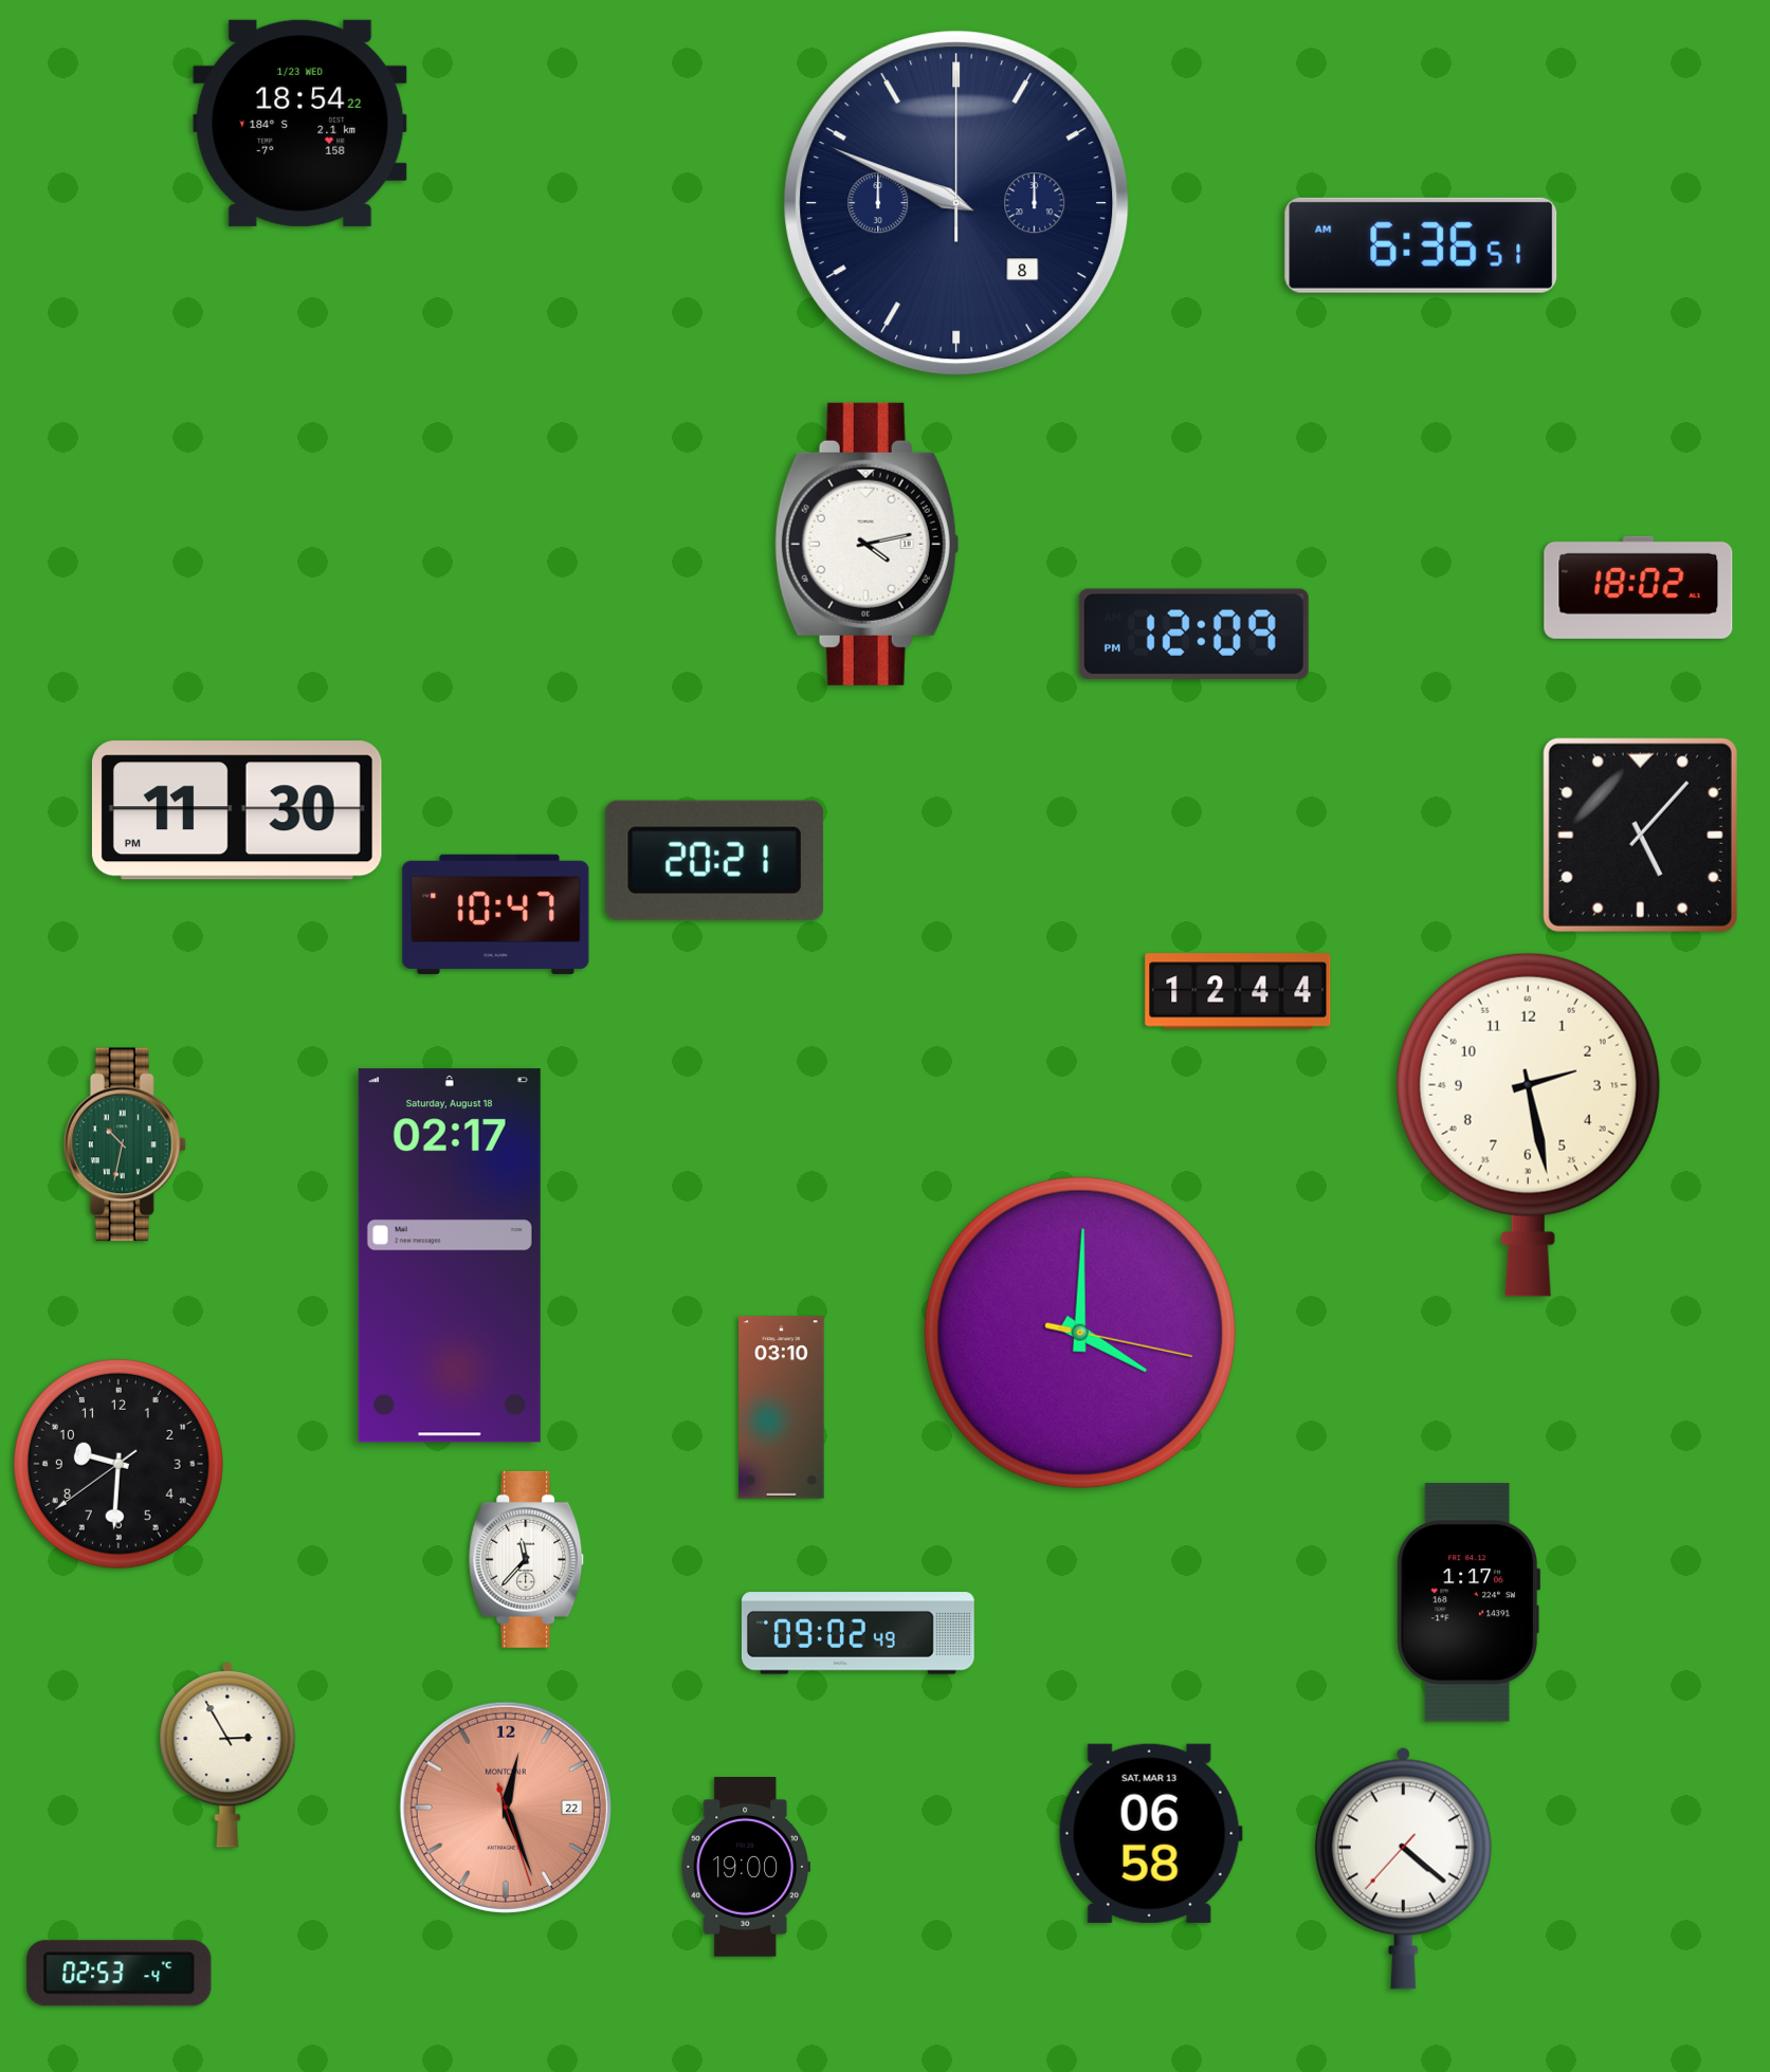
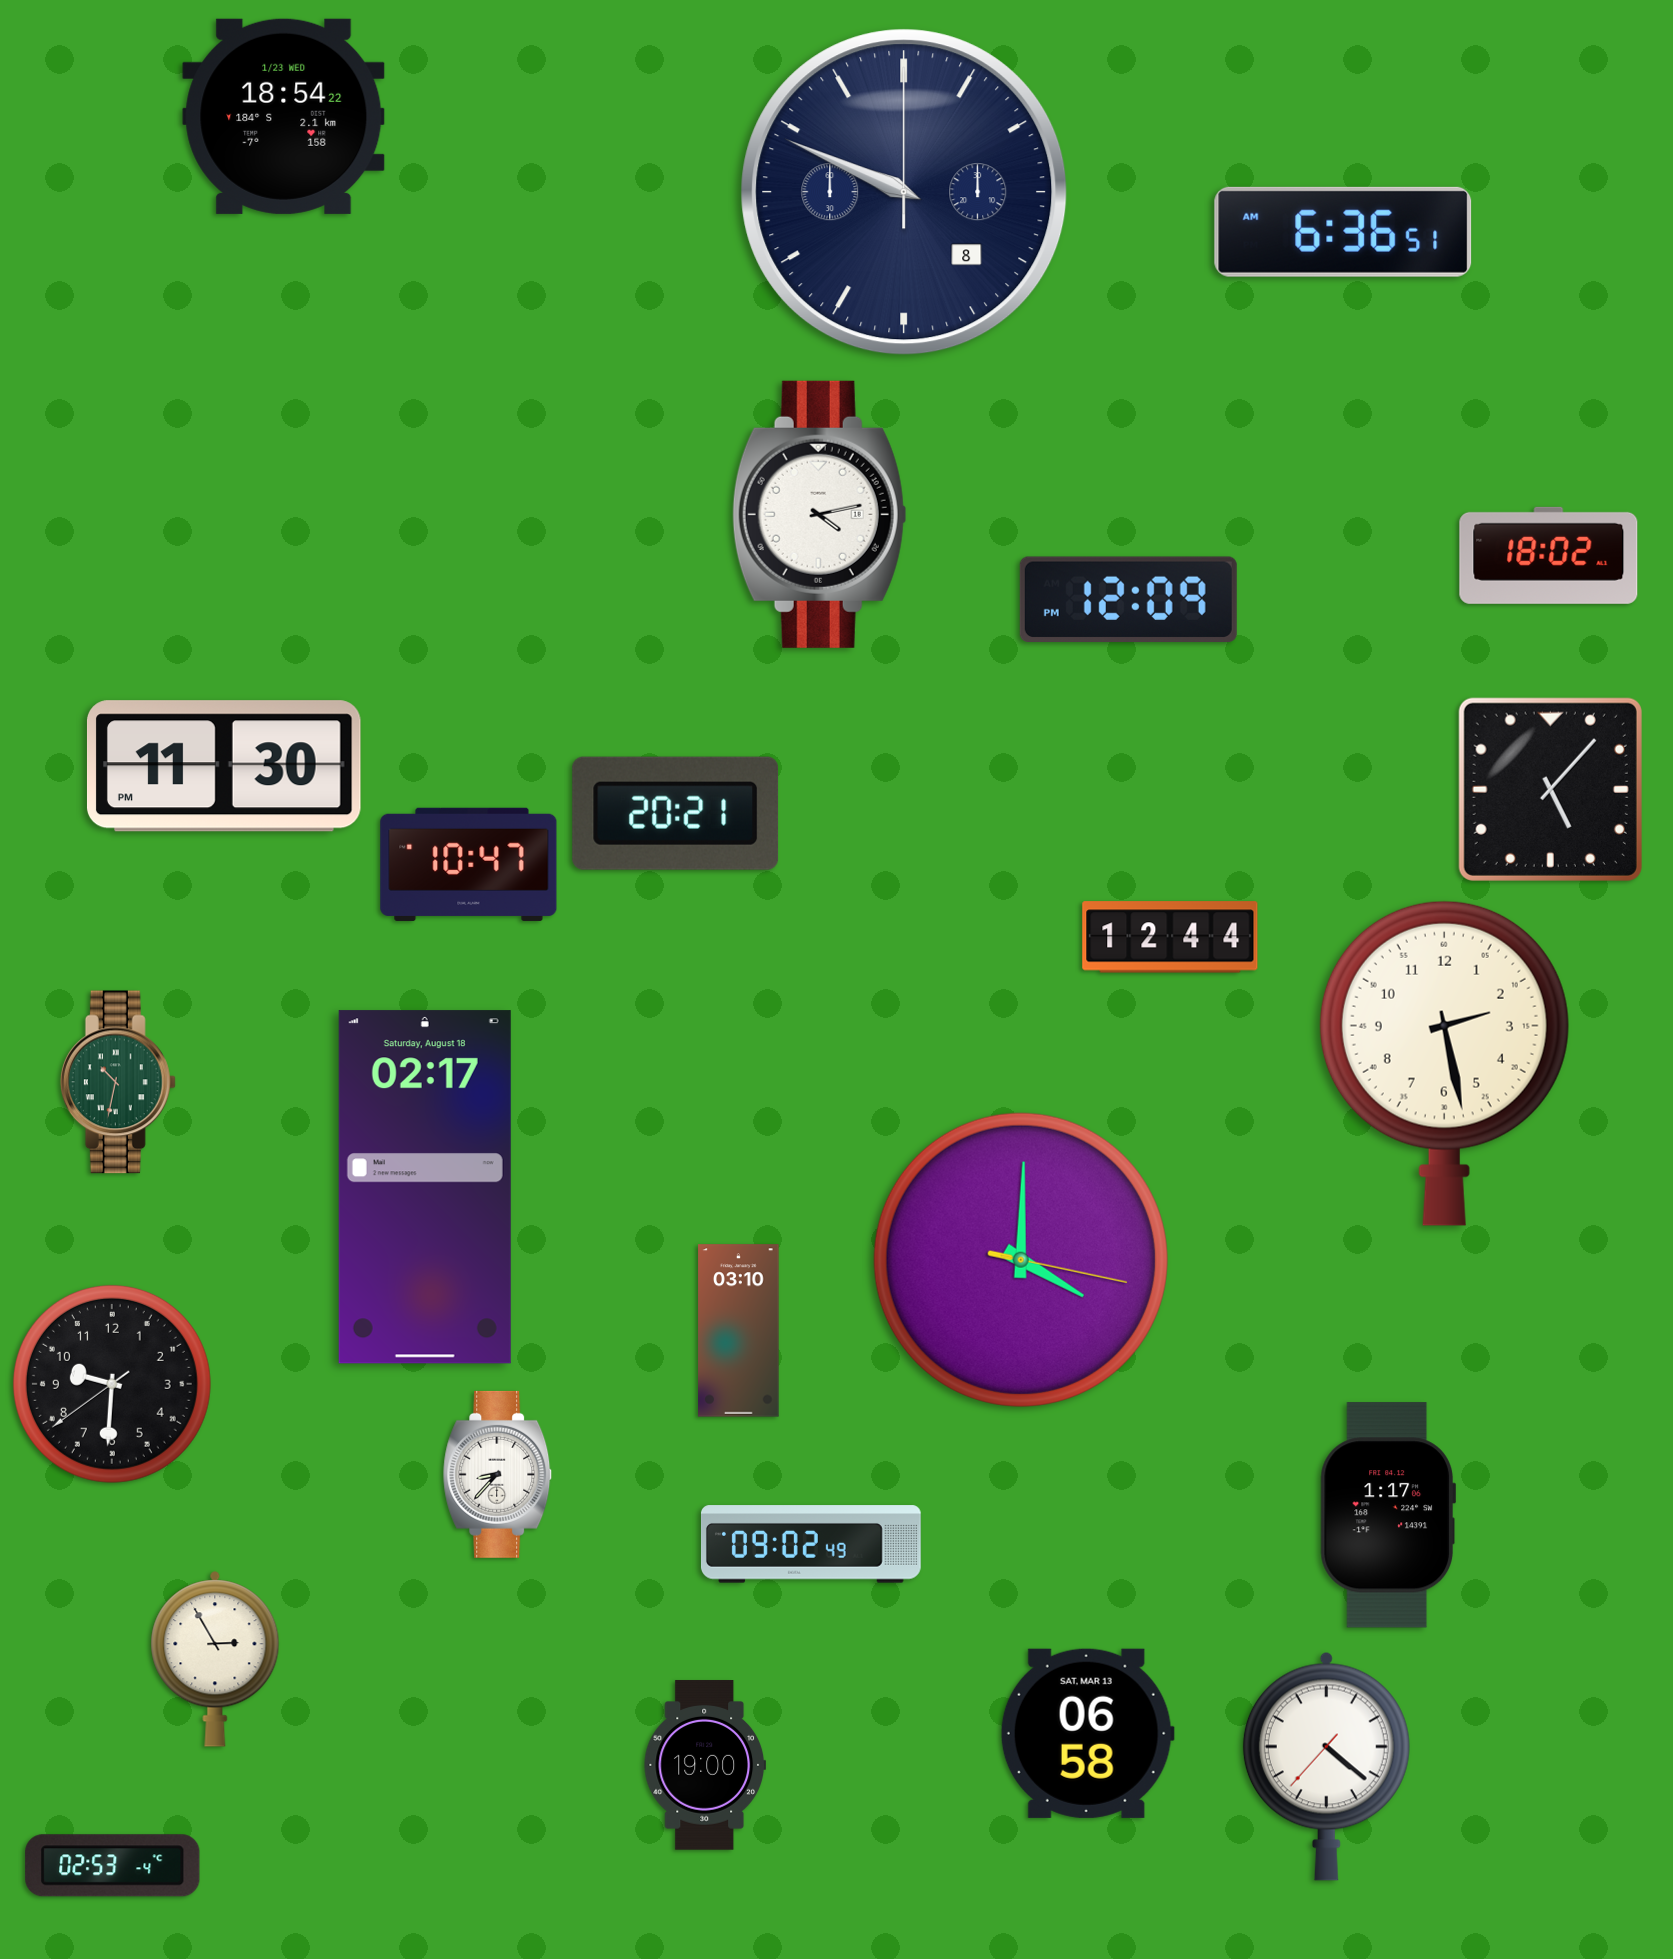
clock at (527, 1559): 11:37 -> 8:37
clock at (506, 1808): 12:26 -> none
